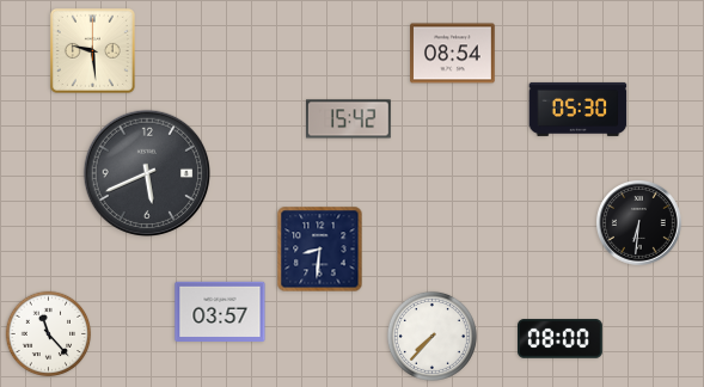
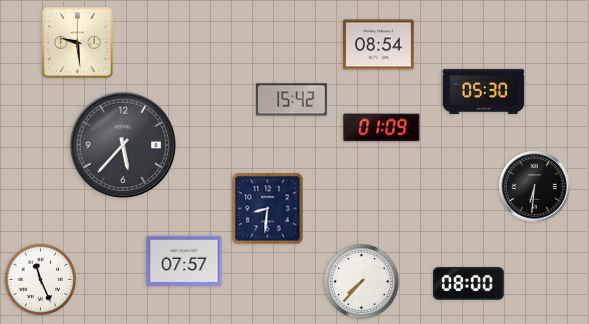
clock at (382, 128): none -> 01:09
clock at (146, 173): 5:41 -> 5:37
clock at (220, 311): 03:57 -> 07:57
clock at (49, 334): 11:23 -> 11:26
